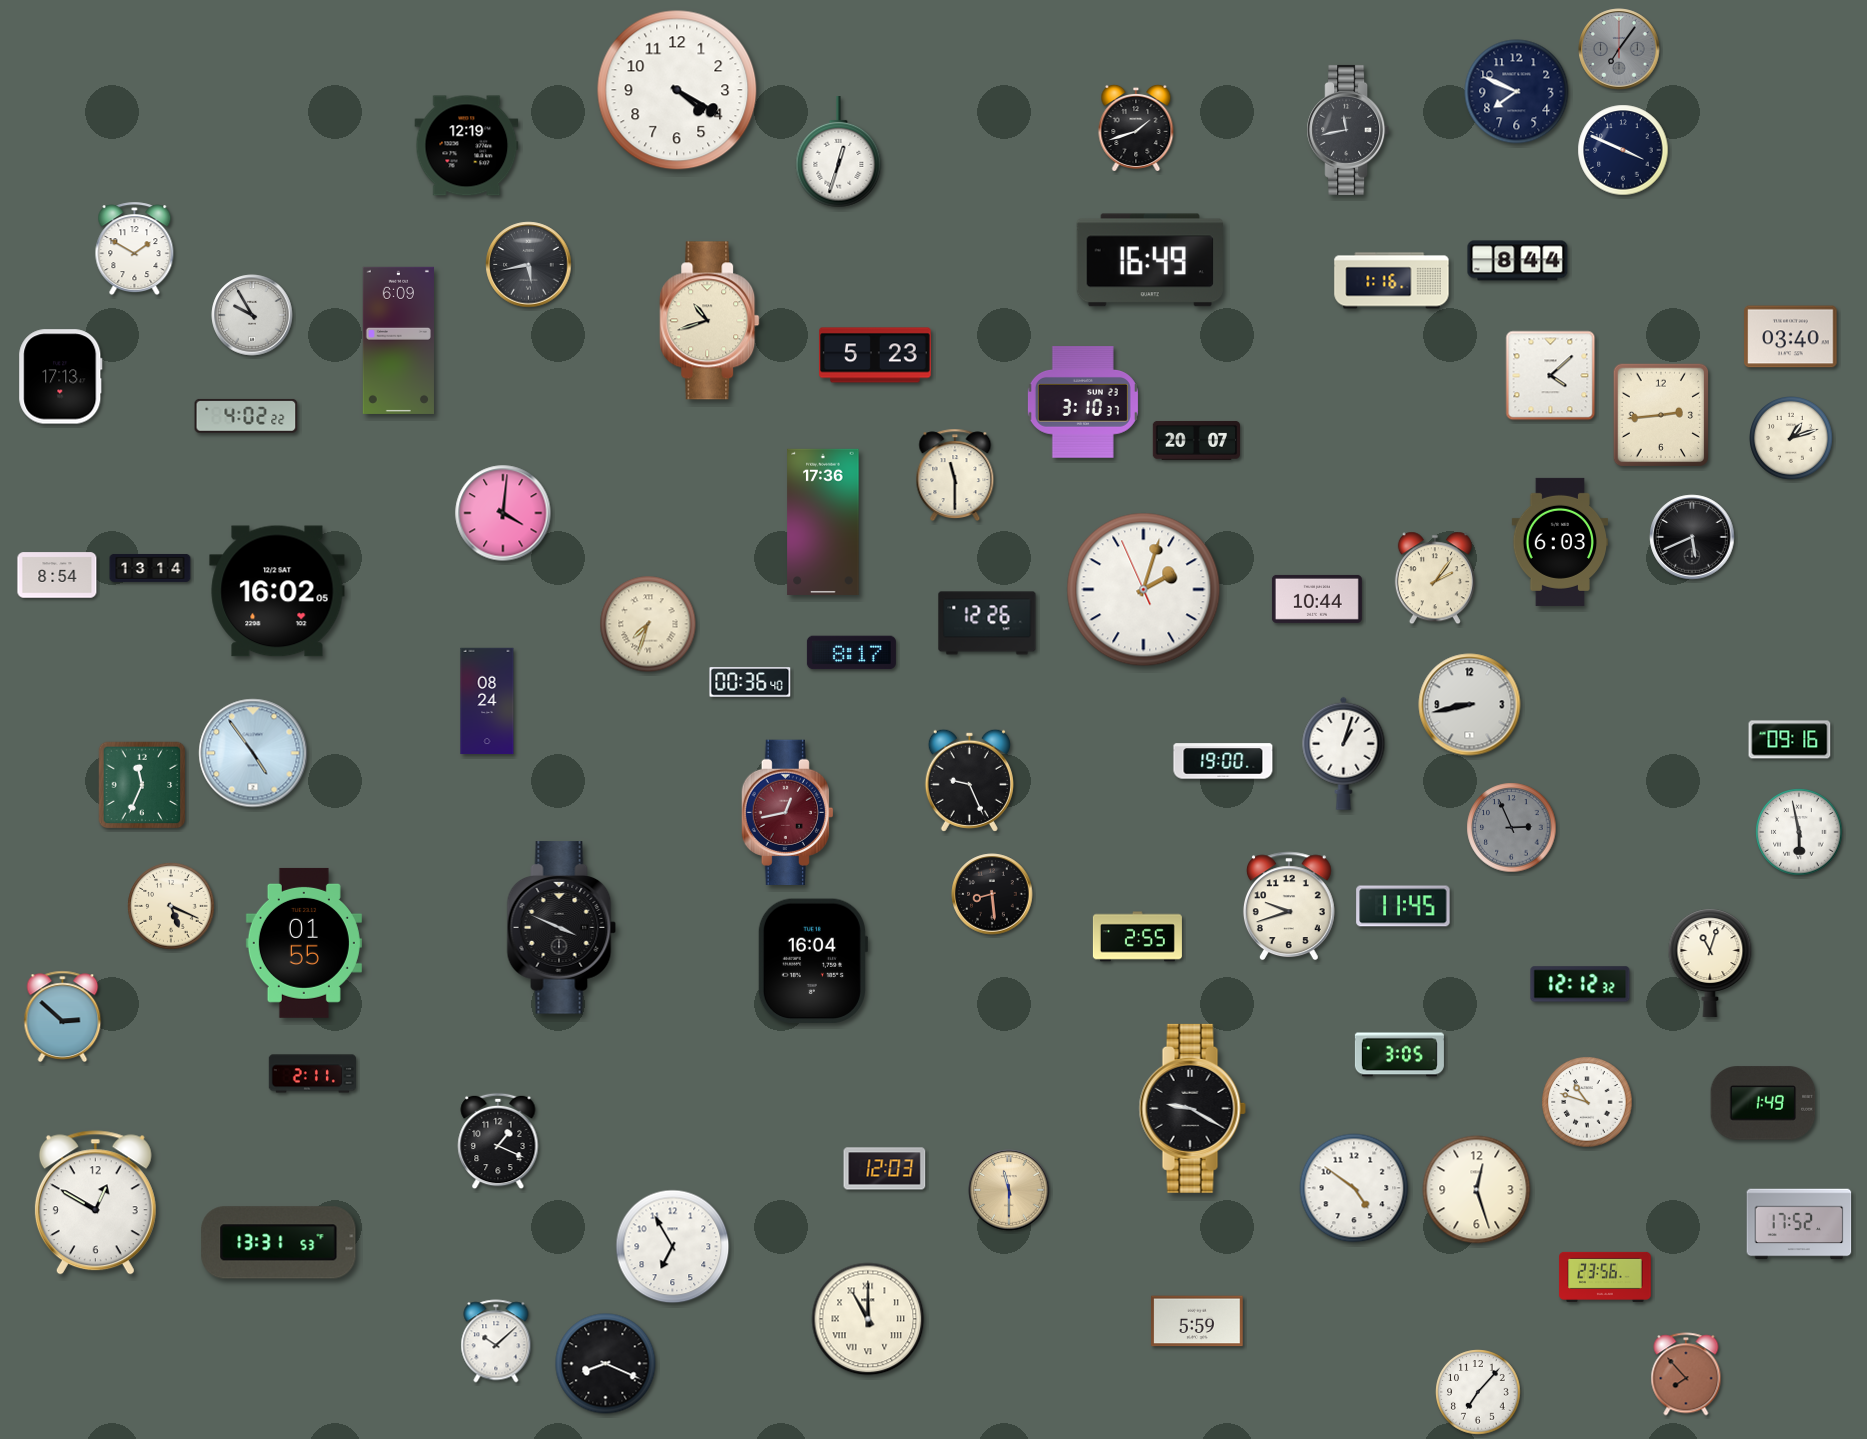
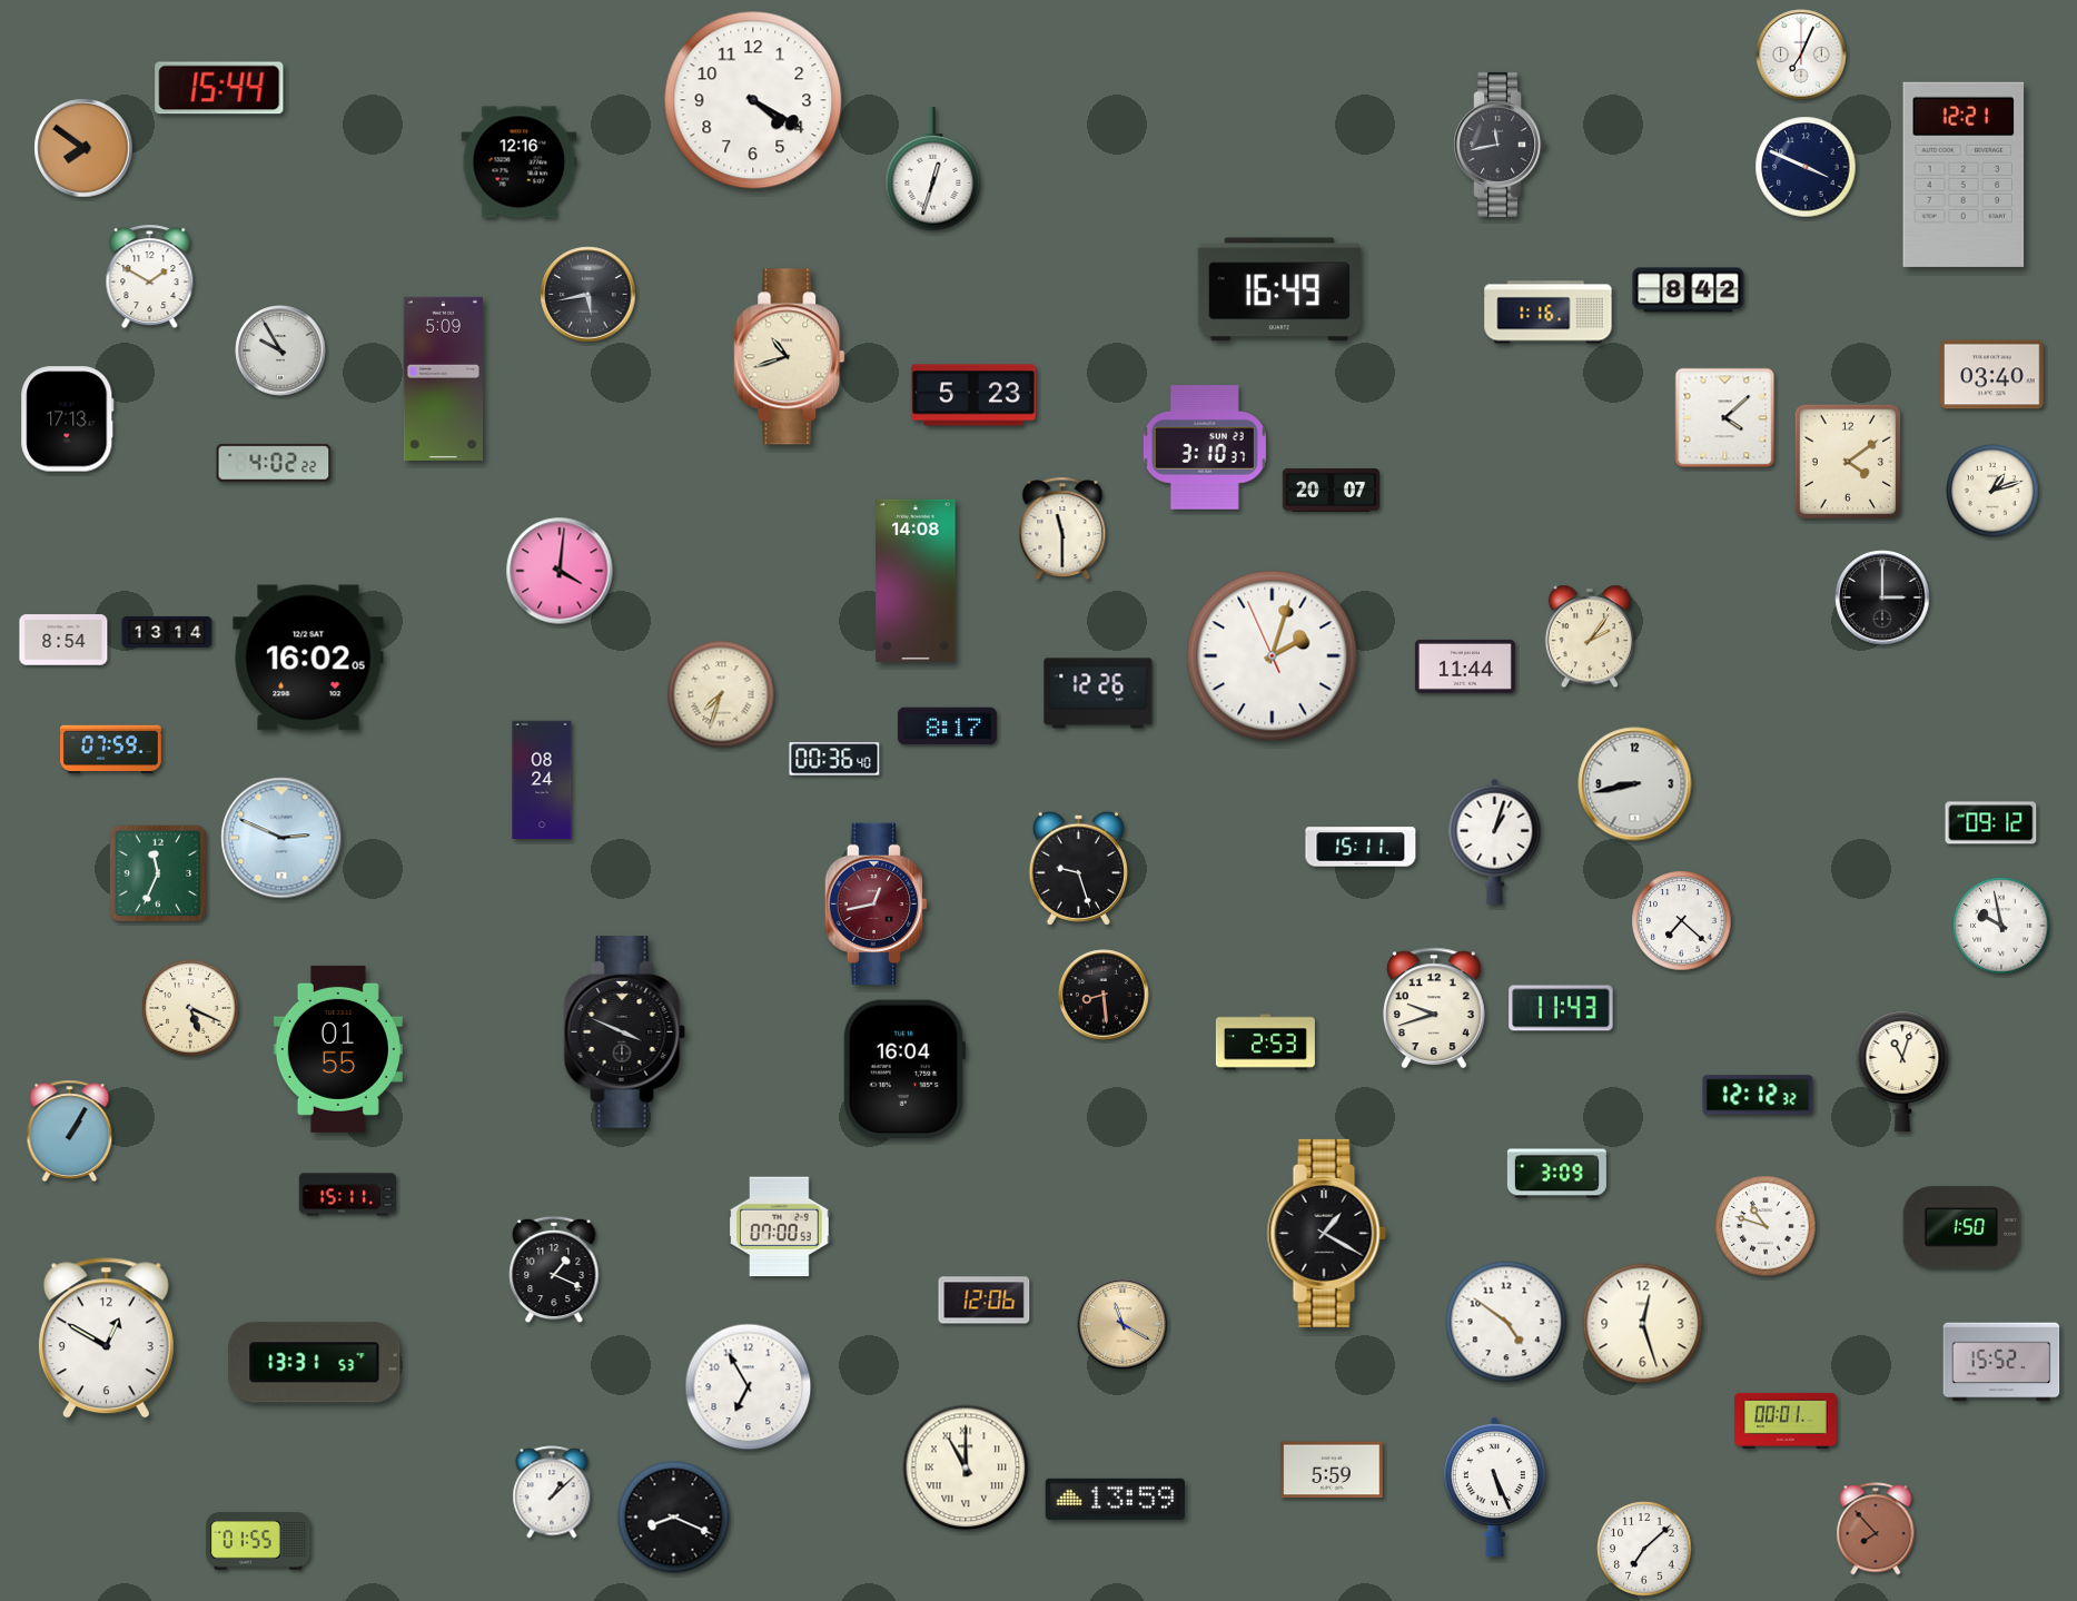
clock at (1619, 49): 7:06 -> 7:04
clock at (1619, 49) dial: grey -> white
clock at (219, 88): none -> 15:44
clock at (1517, 92): 7:49 -> none
clock at (1136, 128): 1:42 -> none
clock at (83, 148): none -> 7:51
clock at (467, 146): 12:19 -> 12:16
clock at (1964, 175): none -> 12:21
clock at (1518, 261): 8:44 -> 8:42
clock at (398, 340): 6:09 -> 5:09
clock at (1660, 414): 2:44 -> 4:09
clock at (1791, 439) position: (1791, 439) -> (1992, 492)
clock at (823, 521): 17:36 -> 14:08
clock at (1692, 537): 5:41 -> 3:00
clock at (1560, 542): 6:03 -> none
clock at (1435, 578) position: (1435, 578) -> (1590, 636)
clock at (1317, 599): 10:44 -> 11:44
clock at (111, 750): none -> 07:59
clock at (1790, 740): 09:16 -> 09:12
clock at (253, 753): 4:54 -> 2:49
clock at (1344, 753) position: (1344, 753) -> (1495, 841)
clock at (1223, 761): 19:00 -> 15:11
clock at (969, 780): 9:26 -> 9:27
clock at (1512, 828): 2:56 -> 7:22
clock at (1512, 828) dial: grey -> white
clock at (1799, 832): 5:58 -> 9:58
clock at (1403, 906): 11:45 -> 11:43
clock at (1137, 937): 2:55 -> 2:53
clock at (63, 1016): 2:52 -> 1:05
clock at (1399, 1055): 3:05 -> 3:09
clock at (312, 1074): 2:11 -> 15:11
clock at (780, 1227): none -> 07:00
clock at (1763, 1103): 1:49 -> 1:50
clock at (1192, 1108): 9:20 -> 1:20
clock at (885, 1169): 12:03 -> 12:06
clock at (1009, 1190): 11:30 -> 11:20
clock at (1799, 1224): 17:52 -> 15:52
clock at (279, 1243) position: (279, 1243) -> (315, 1363)
clock at (1605, 1277): 23:56 -> 00:01
clock at (1494, 1488): none -> 5:26
clock at (496, 1341): 10:08 -> 1:08
clock at (1116, 1499): none -> 13:59
clock at (258, 1541): none -> 01:55
clock at (1478, 1392): 7:07 -> 7:08
